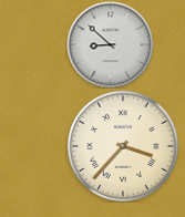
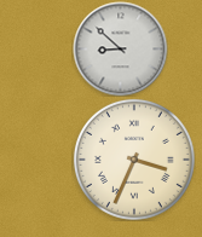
clock at (123, 146): 3:37 -> 3:34
